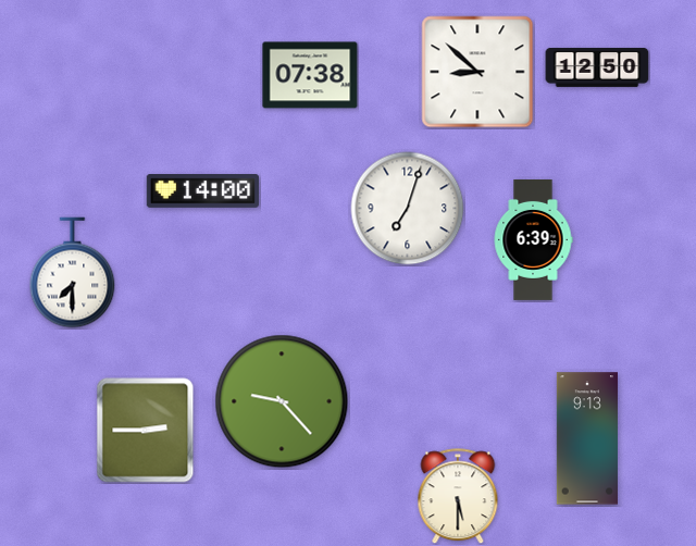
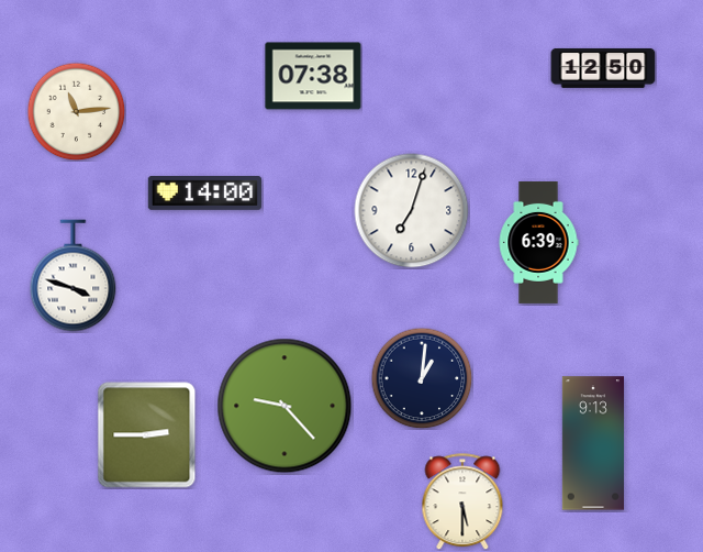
clock at (477, 72): 8:52 -> none
clock at (76, 111): none -> 11:14
clock at (73, 273): 7:30 -> 3:48
clock at (422, 378): none -> 1:01
